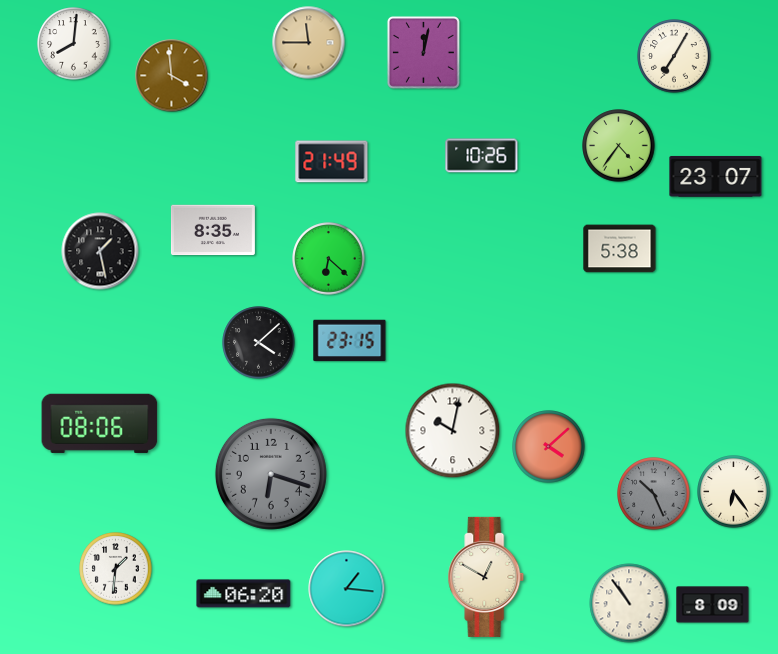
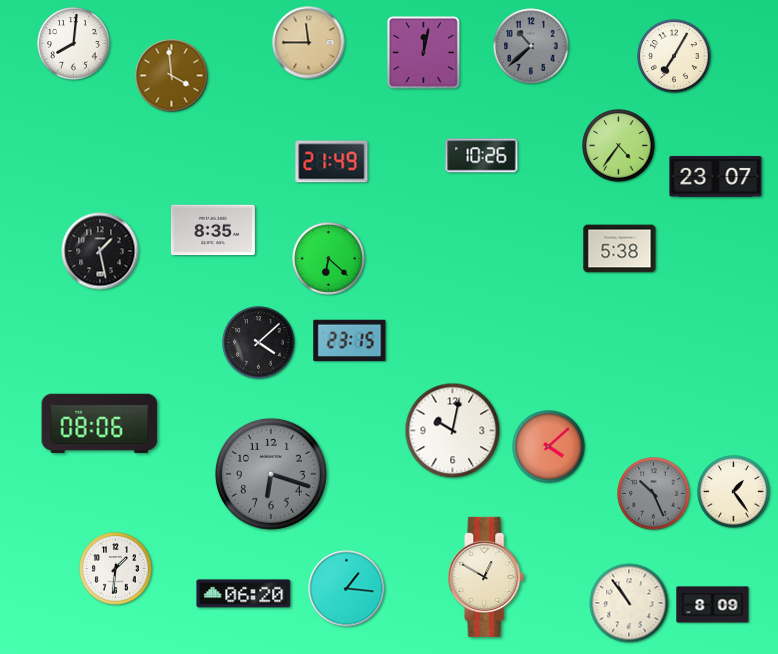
clock at (531, 46): none -> 10:38
clock at (734, 492): 6:24 -> 1:24
